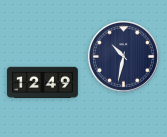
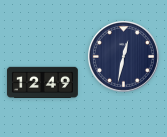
clock at (123, 56): 10:32 -> 12:32
